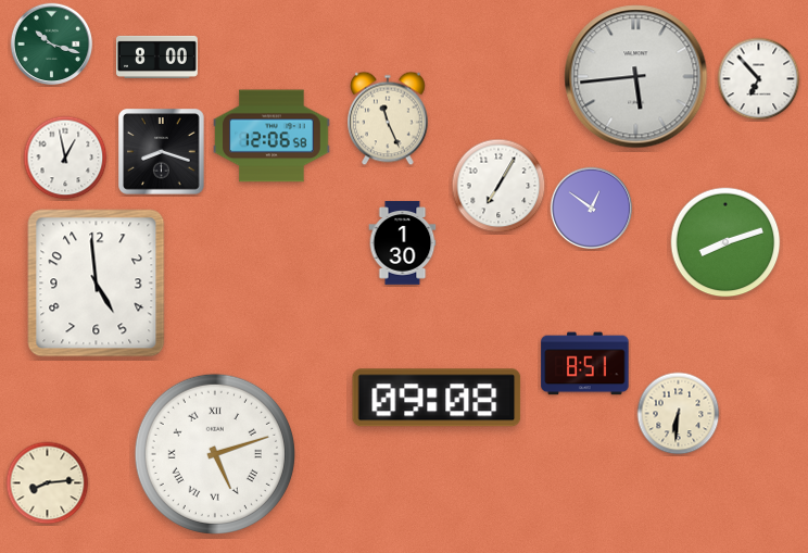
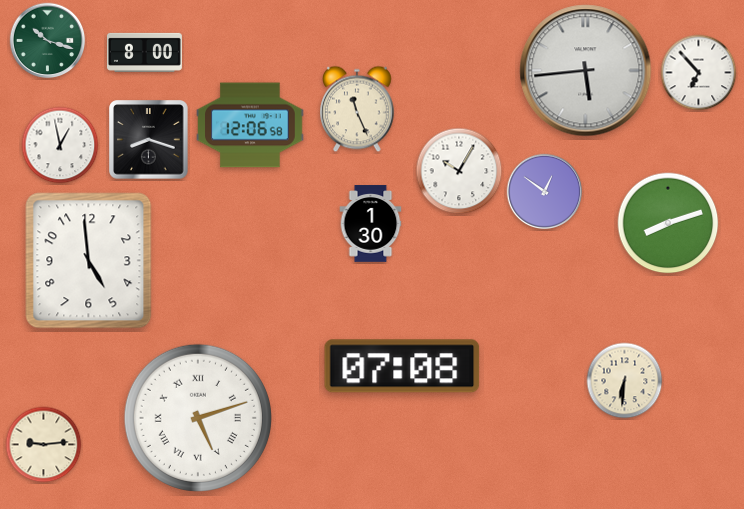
clock at (498, 186): 7:05 -> 10:05
clock at (585, 364): 8:51 -> none
clock at (437, 398): 09:08 -> 07:08
clock at (48, 483): 8:14 -> 9:14
